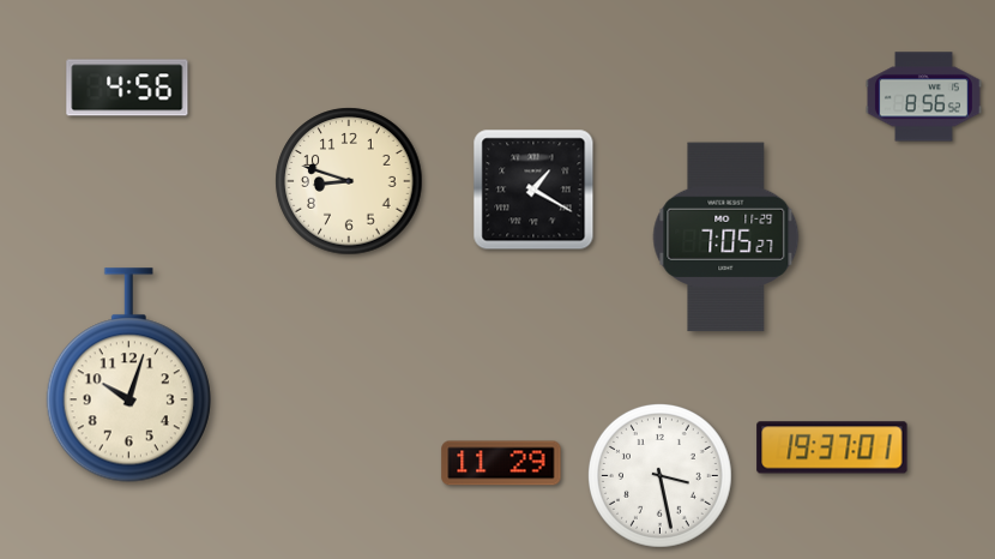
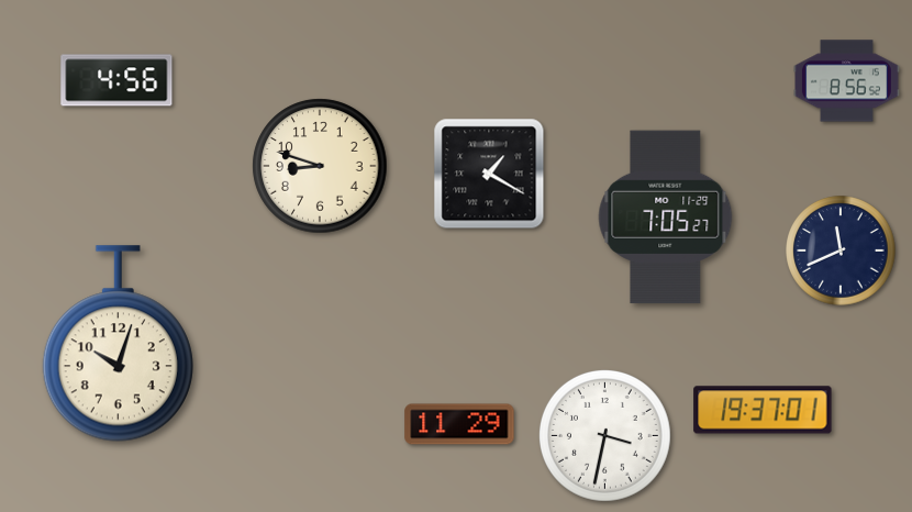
clock at (923, 97) position: (923, 97) -> (846, 81)
clock at (841, 251): none -> 11:41
clock at (659, 475): 3:28 -> 3:32
